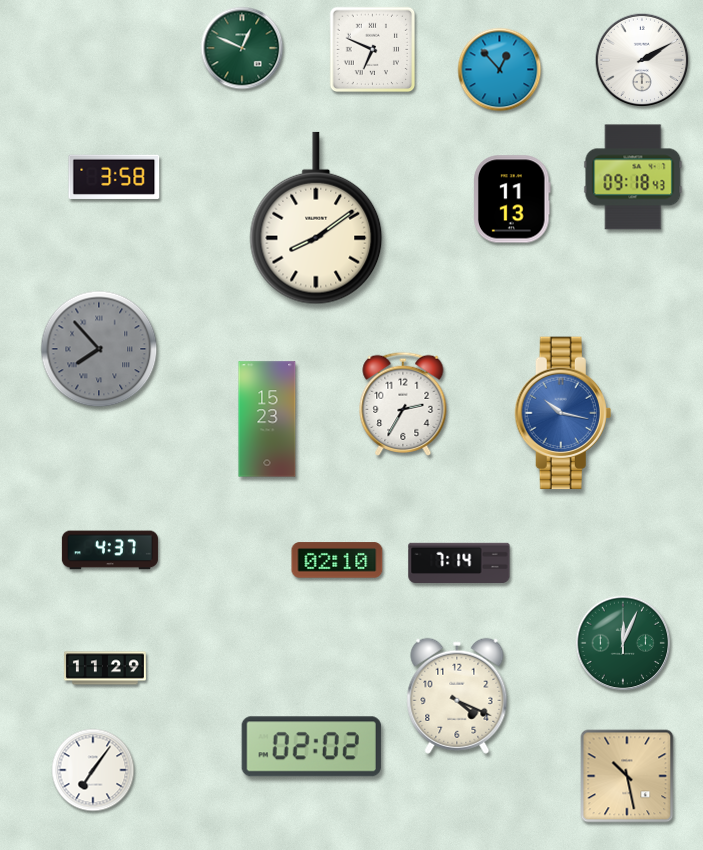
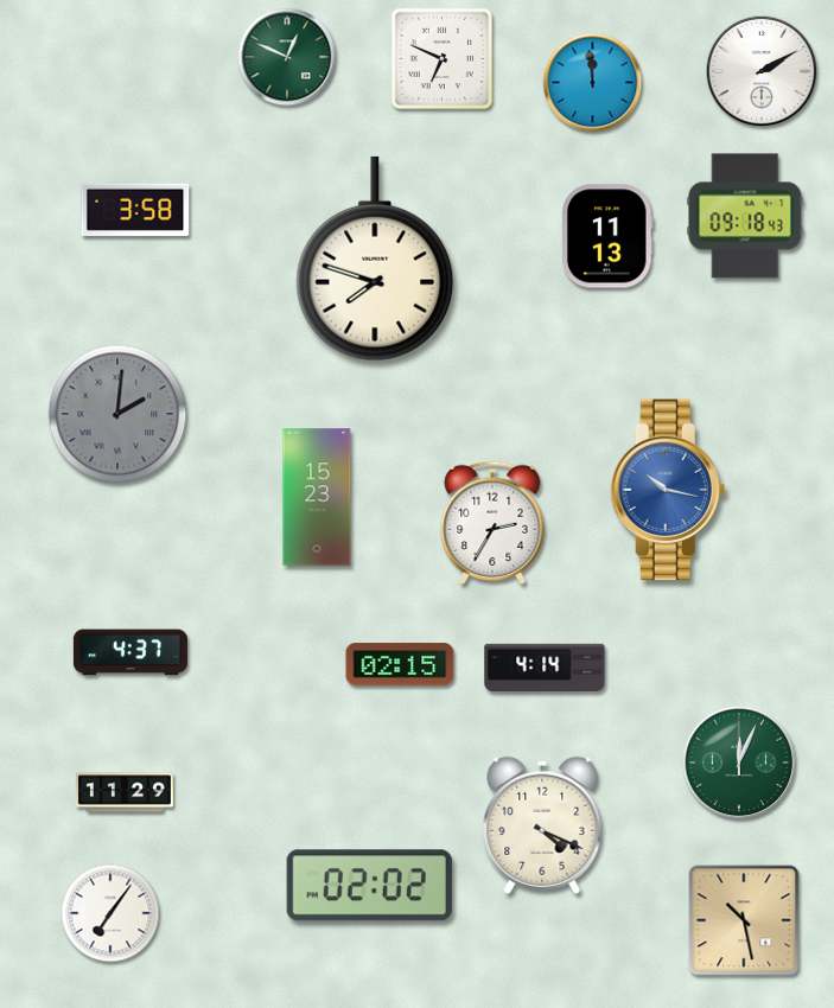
clock at (500, 70): 12:53 -> 11:59
clock at (633, 177) position: (633, 177) -> (745, 216)
clock at (316, 218): 8:09 -> 7:48
clock at (99, 349): 7:53 -> 2:01
clock at (403, 404) position: (403, 404) -> (492, 523)
clock at (337, 560): 02:10 -> 02:15
clock at (459, 562): 7:14 -> 4:14
